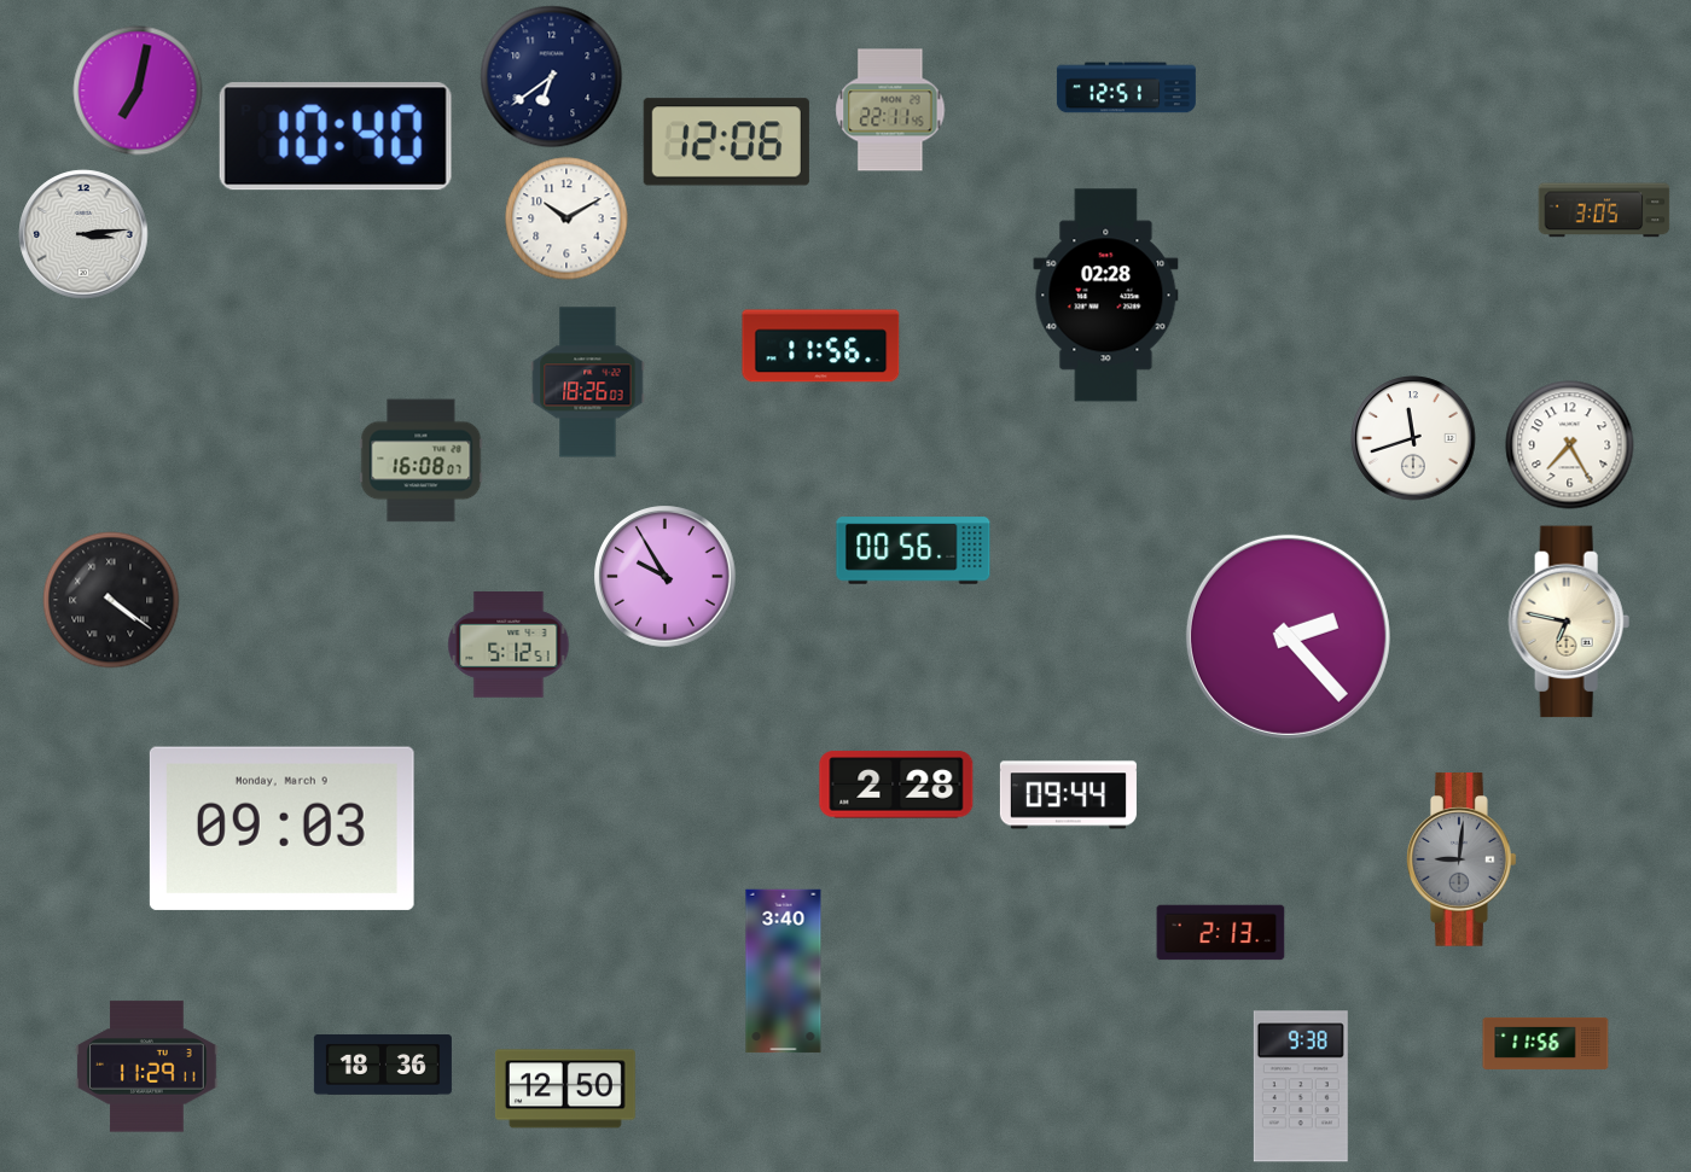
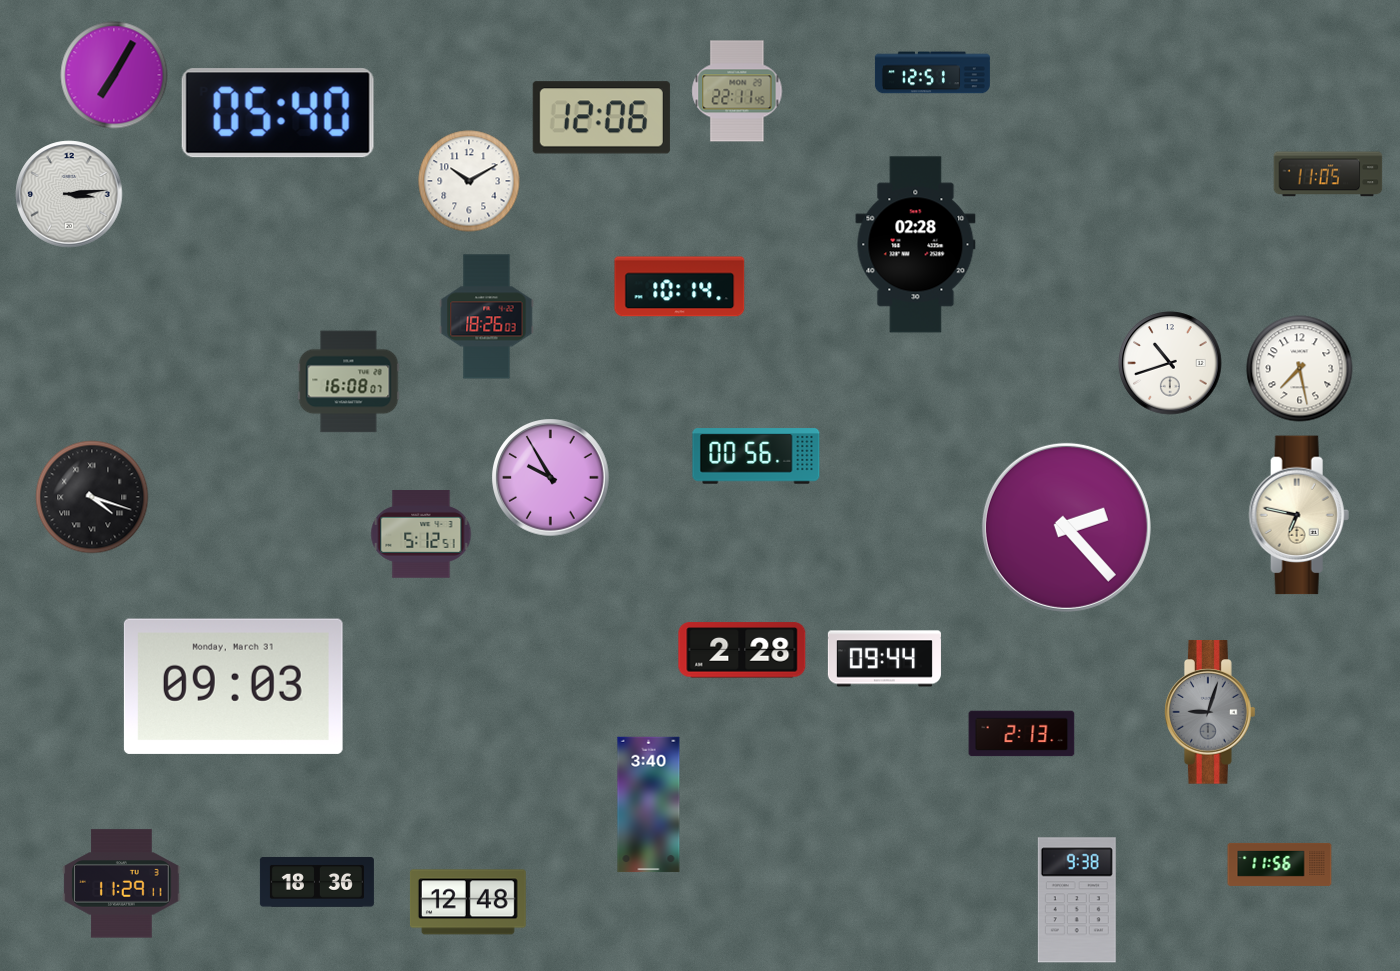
clock at (552, 77): 6:39 -> none
clock at (138, 91): 7:02 -> 7:05
clock at (336, 136): 10:40 -> 05:40
clock at (1604, 210): 3:05 -> 11:05
clock at (821, 346): 11:56 -> 10:14
clock at (1413, 438): 11:42 -> 10:42
clock at (1570, 445): 7:25 -> 7:28
clock at (111, 600): 4:21 -> 4:18
clock at (281, 828) date: Monday, March 9 -> Monday, March 31
clock at (1463, 859): 9:01 -> 9:03
clock at (1221, 933) position: (1221, 933) -> (1022, 734)
clock at (565, 1089): 12:50 -> 12:48
